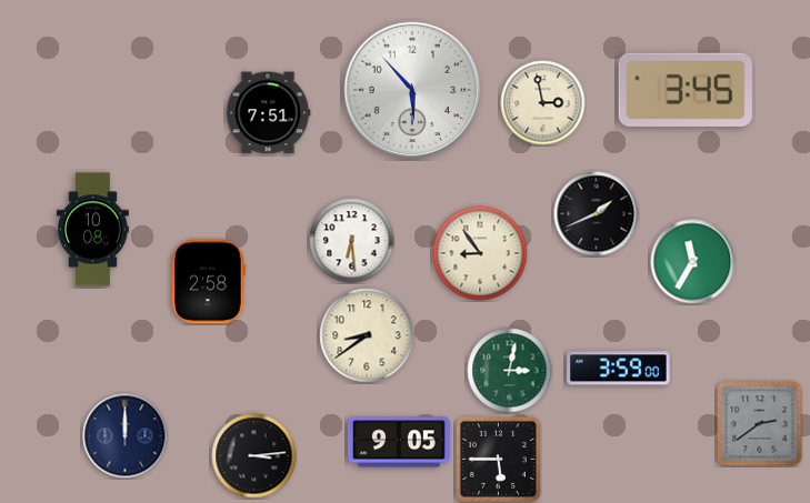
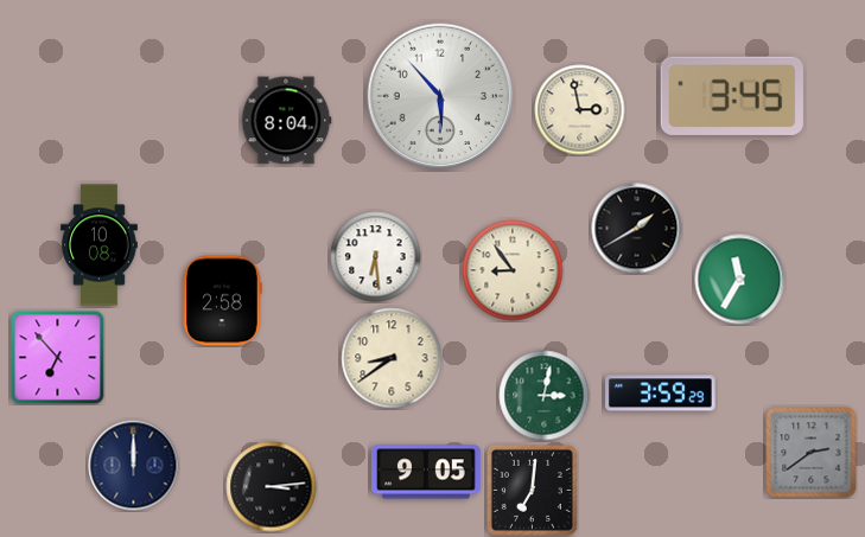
clock at (268, 113): 7:51 -> 8:04
clock at (597, 214): 1:41 -> 1:40
clock at (58, 358): none -> 6:53
clock at (619, 369): 3:59:00 -> 3:59:29
clock at (498, 459): 5:45 -> 7:01
